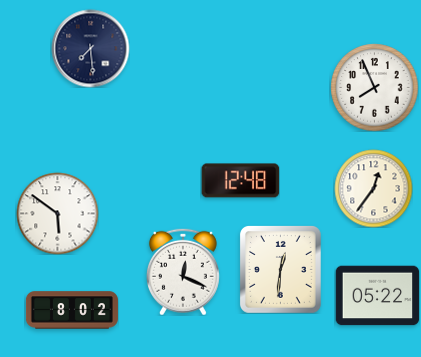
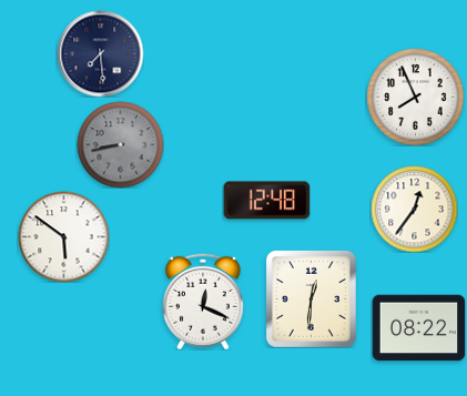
clock at (120, 144): none -> 8:43
clock at (377, 296): 05:22 -> 08:22
clock at (72, 310): 8:02 -> none
